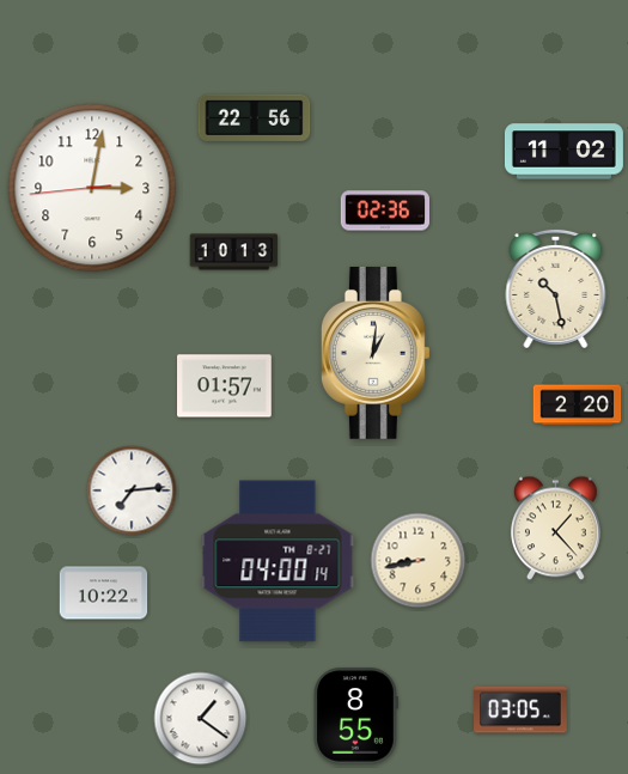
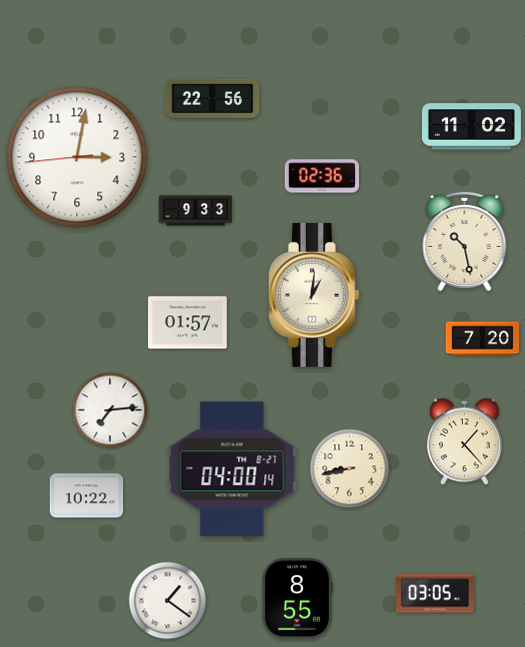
clock at (234, 252): 10:13 -> 9:33
clock at (578, 406): 2:20 -> 7:20
